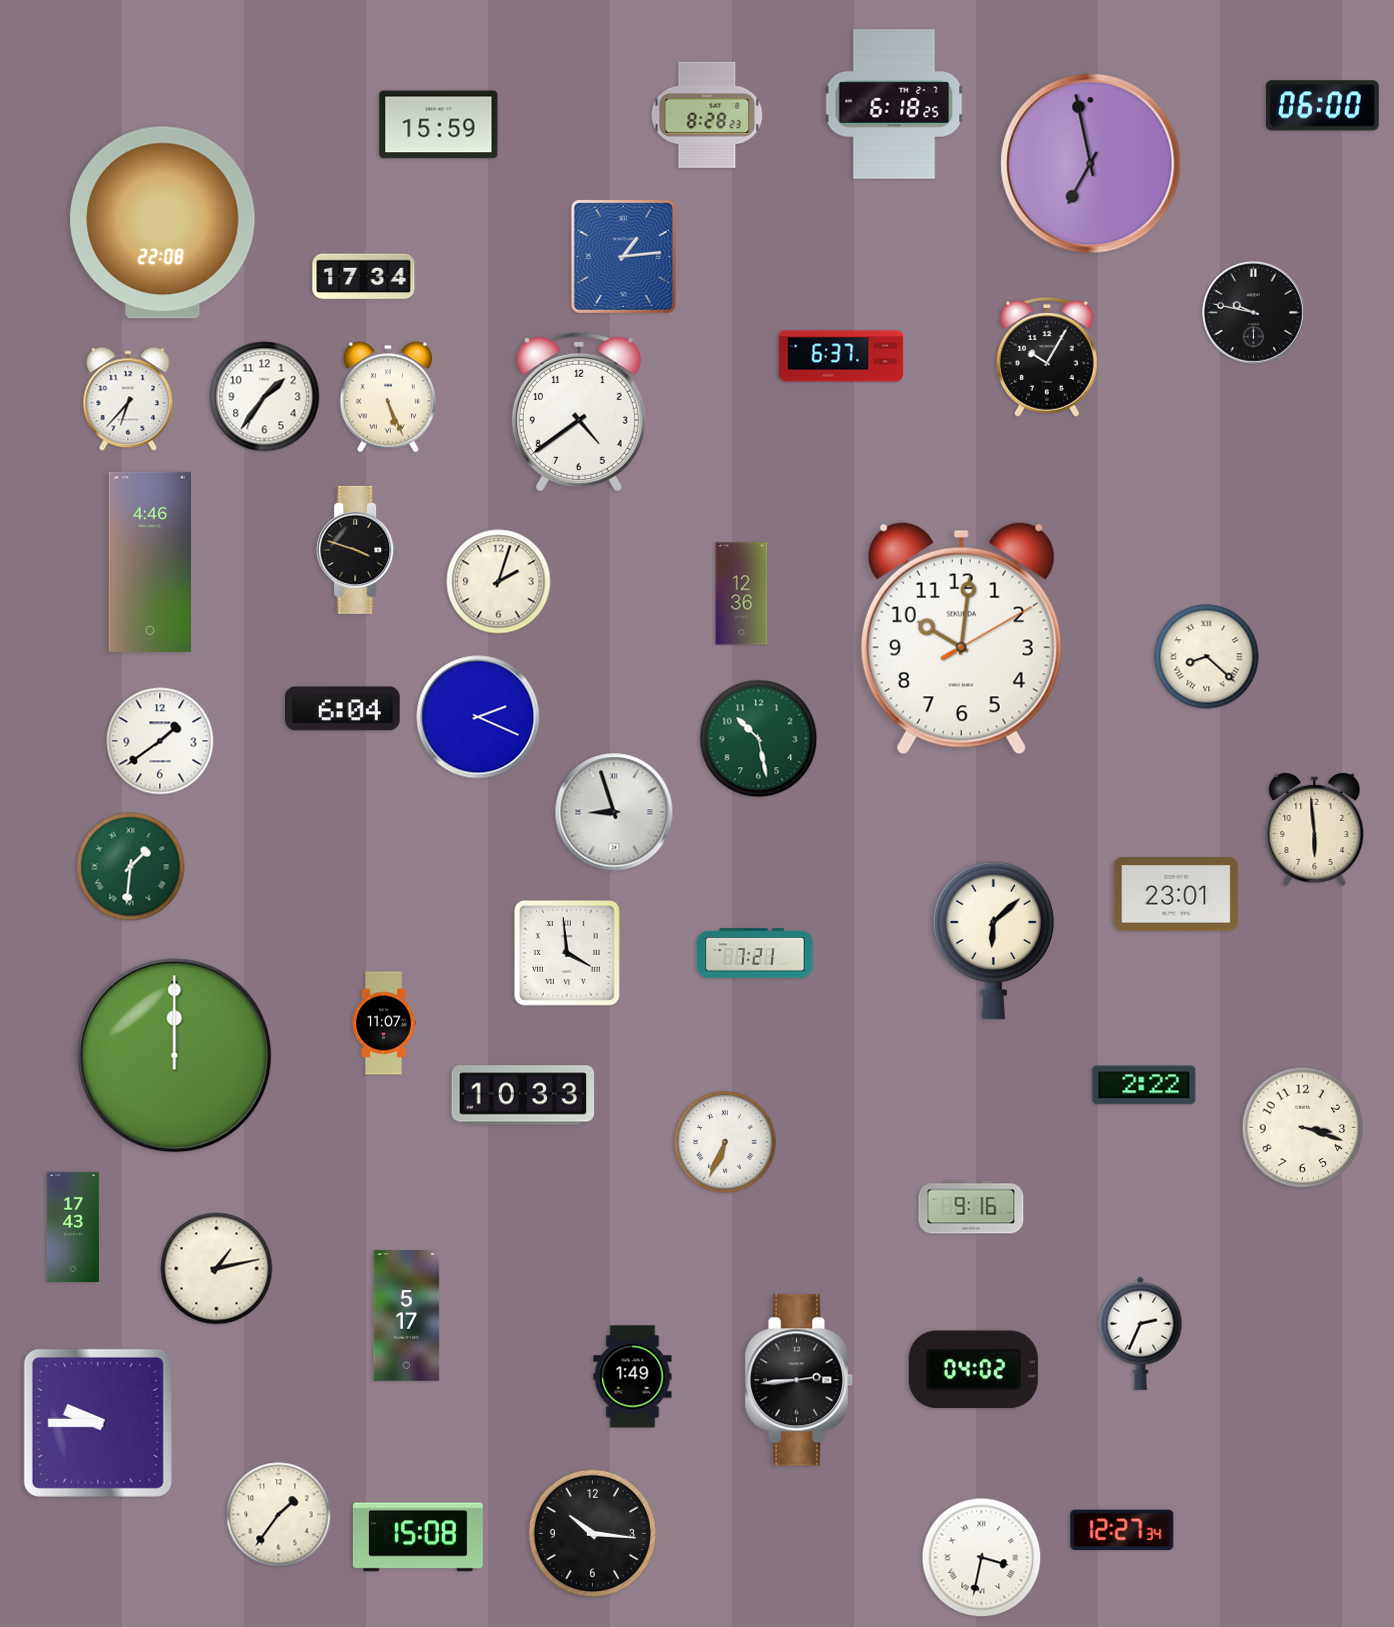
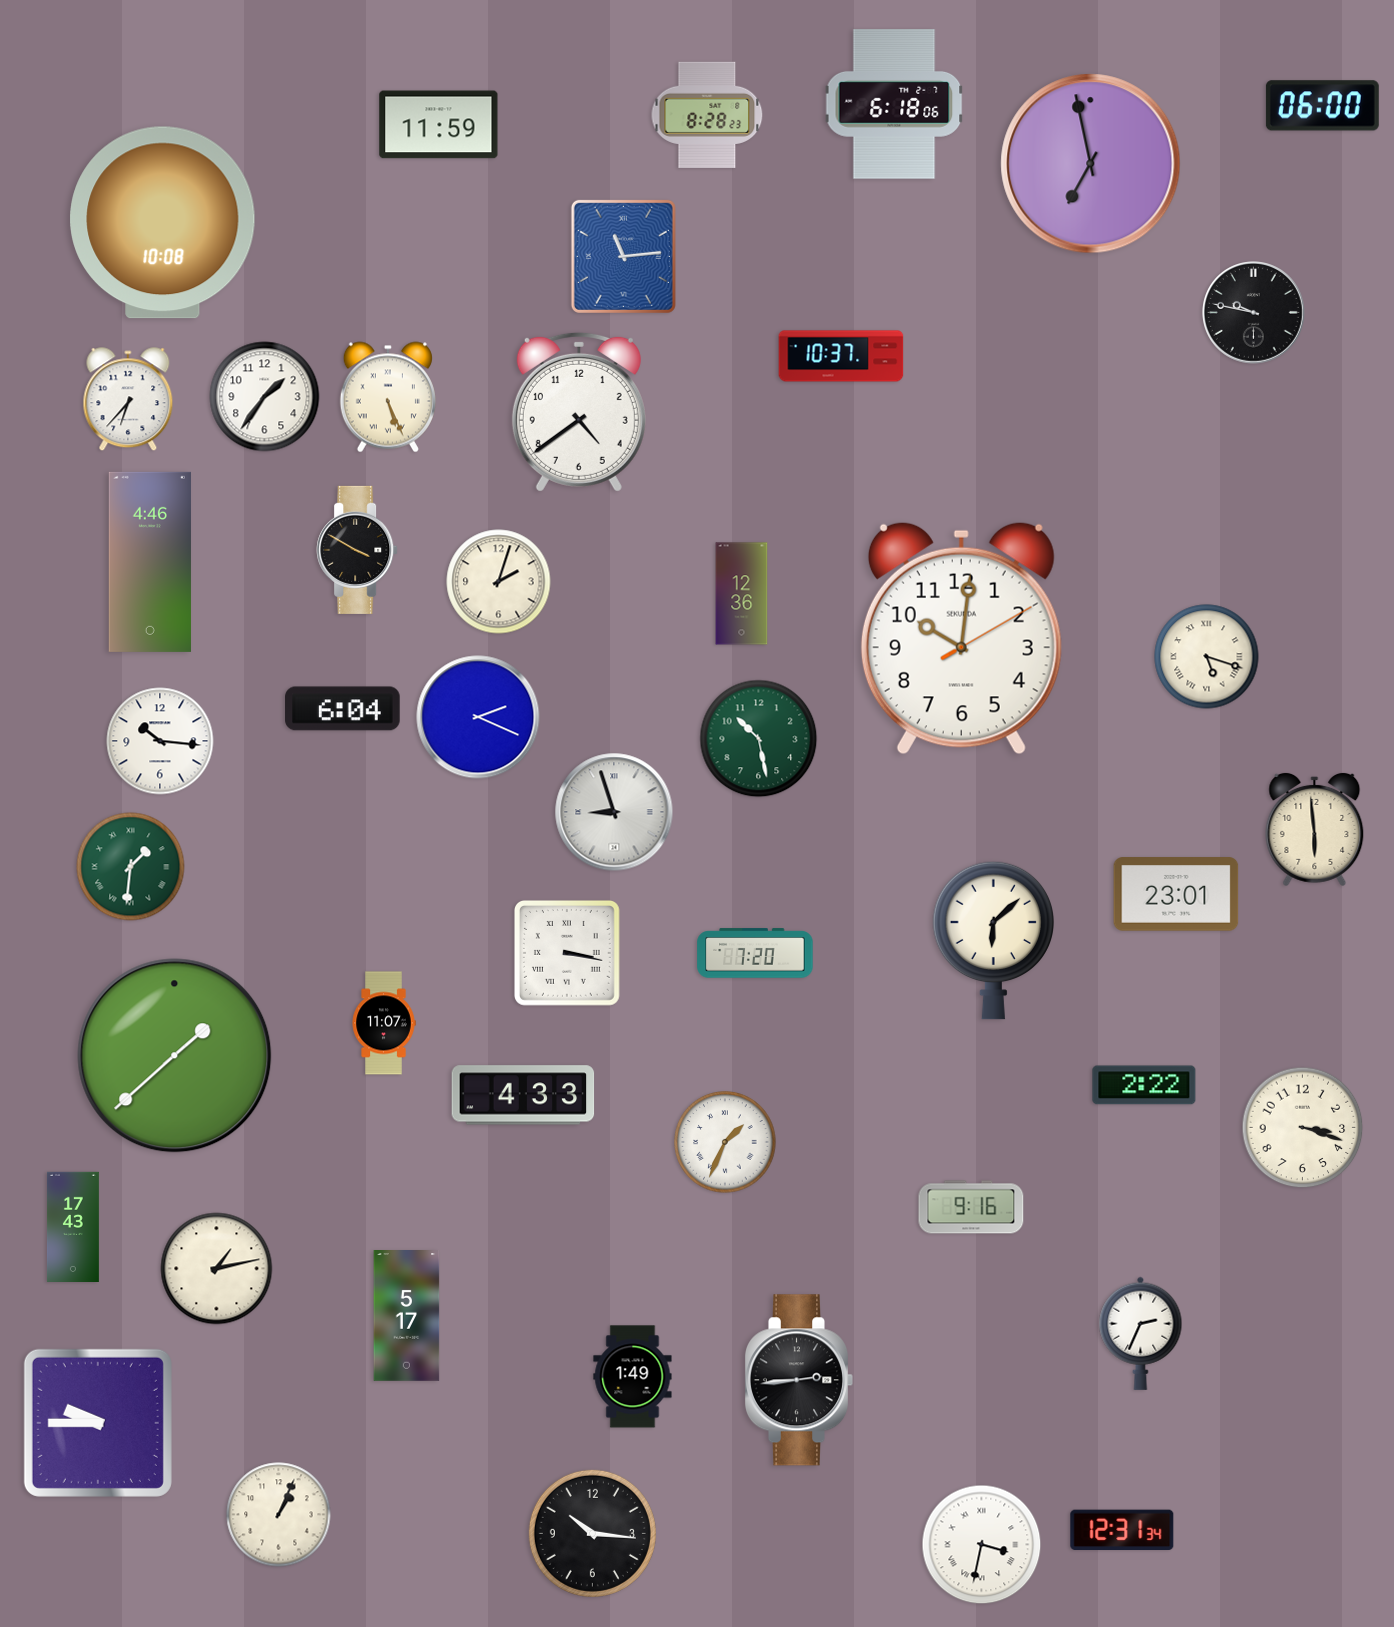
clock at (894, 104): 6:18:25 -> 6:18:06
clock at (439, 125): 15:59 -> 11:59
clock at (163, 223): 22:08 -> 10:08
clock at (623, 256): 1:14 -> 11:14
clock at (364, 277): 17:34 -> none
clock at (841, 356): 6:37 -> 10:37
clock at (1047, 358): 10:05 -> none
clock at (357, 550): 3:48 -> 3:50
clock at (1207, 657): 8:22 -> 5:18
clock at (160, 741): 1:39 -> 10:16
clock at (567, 953): 3:59 -> 3:17
clock at (755, 953): 7:21 -> 7:20
clock at (175, 1056): 12:00 -> 1:38
clock at (523, 1095): 10:33 -> 4:33
clock at (725, 1142): 6:34 -> 1:34
clock at (973, 1370): 04:02 -> none
clock at (279, 1515): 1:36 -> 1:04
clock at (1122, 1530): 12:27 -> 12:31
clock at (418, 1537): 15:08 -> none
clock at (982, 1558) position: (982, 1558) -> (982, 1545)
